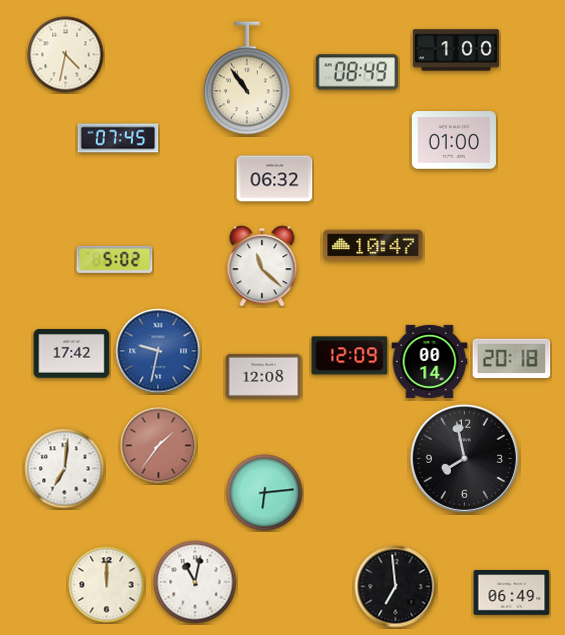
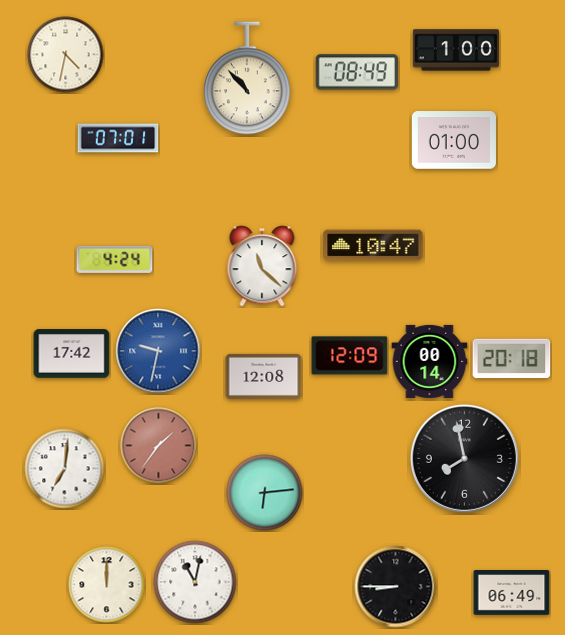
clock at (247, 78): 10:54 -> 10:53
clock at (118, 138): 07:45 -> 07:01
clock at (275, 179): 06:32 -> none
clock at (115, 259): 5:02 -> 4:24
clock at (396, 587): 6:59 -> 8:45
